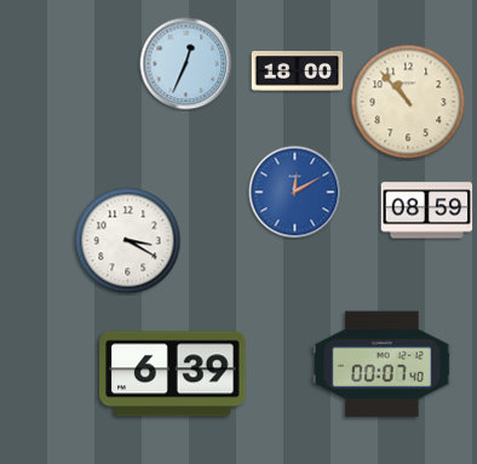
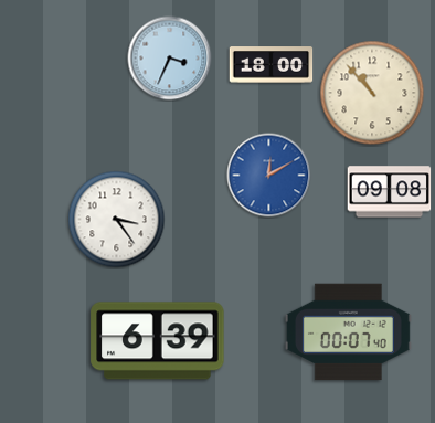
clock at (186, 64): 12:34 -> 3:34
clock at (427, 211): 08:59 -> 09:08
clock at (128, 241): 3:20 -> 3:24
